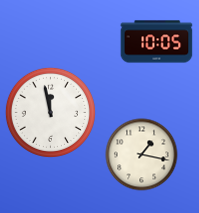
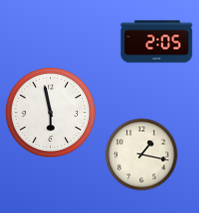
clock at (157, 42): 10:05 -> 2:05
clock at (50, 112): 11:58 -> 5:58
